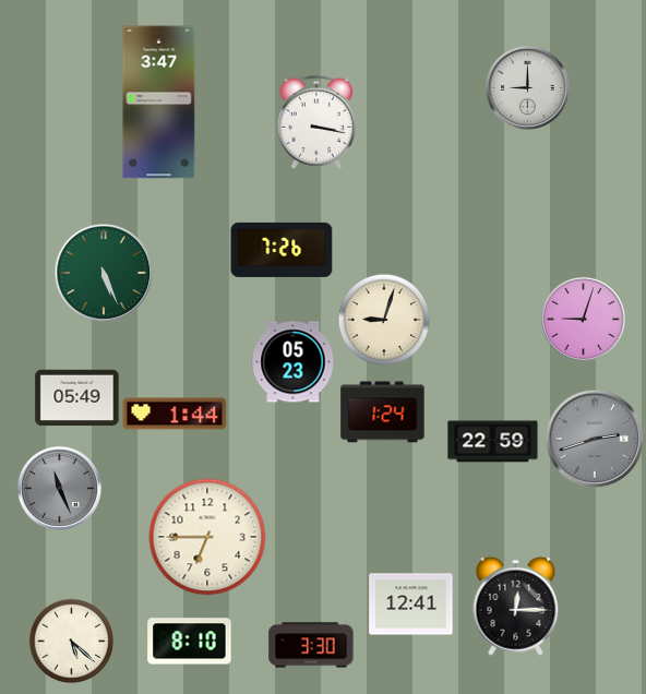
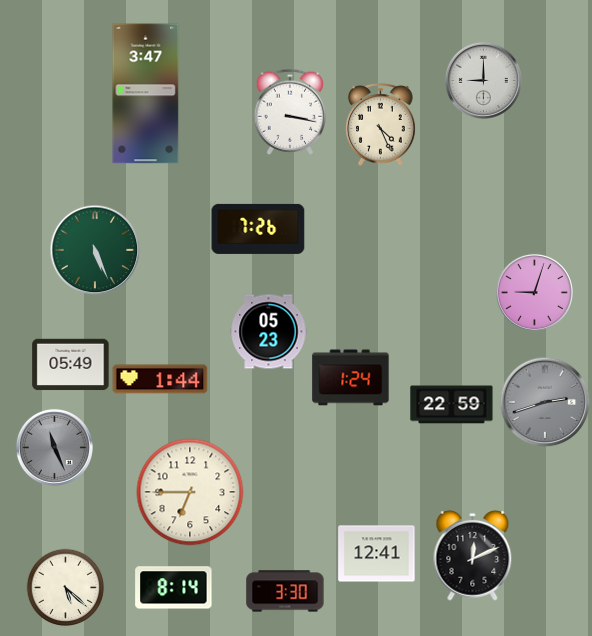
clock at (381, 124): none -> 4:26
clock at (384, 320): 9:03 -> none
clock at (516, 606): 12:15 -> 12:11
clock at (190, 642): 8:10 -> 8:14
